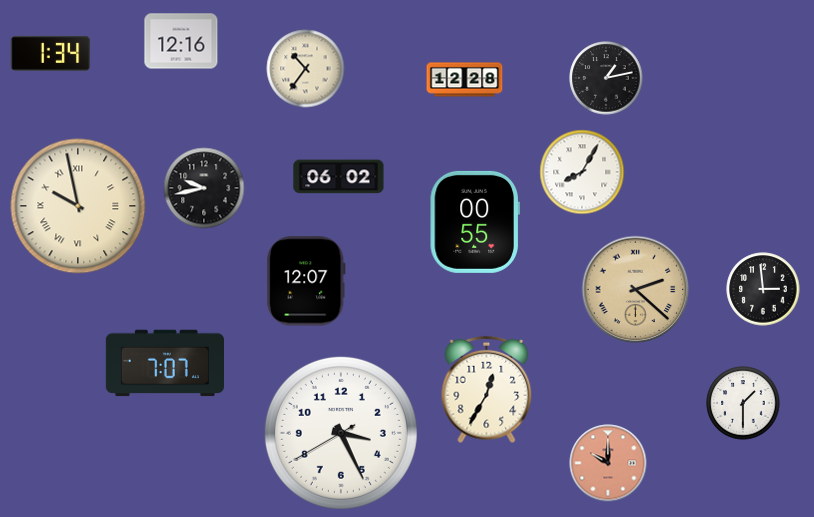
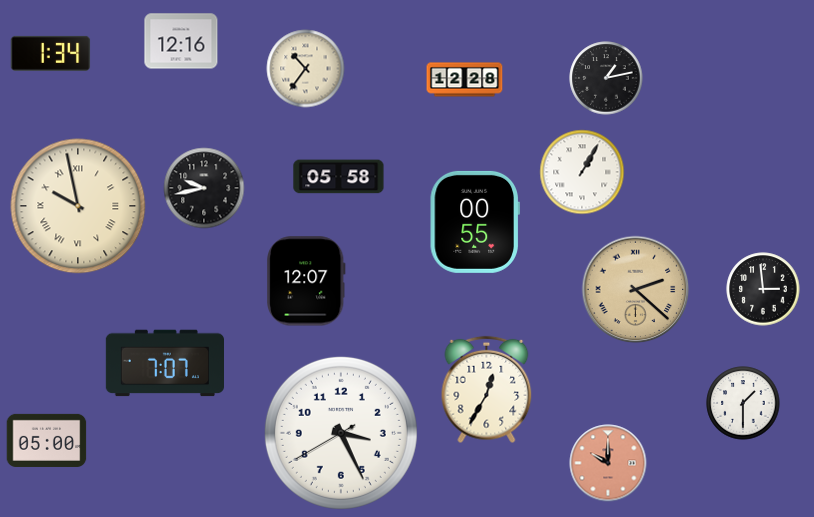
clock at (582, 172): 8:05 -> 1:05
clock at (339, 177): 06:02 -> 05:58
clock at (47, 440): none -> 05:00
